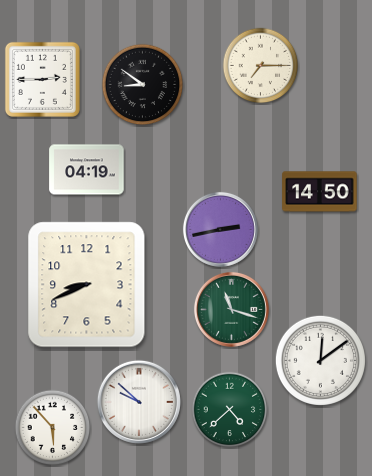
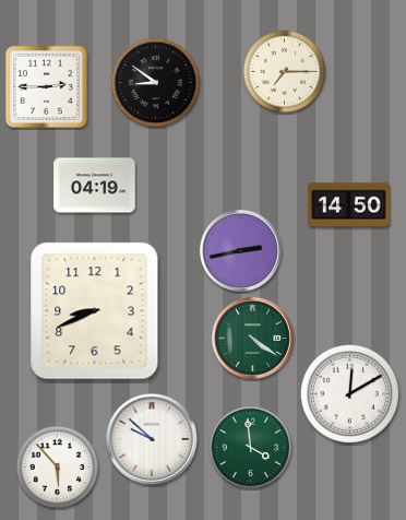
clock at (143, 85) position: (143, 85) -> (156, 83)
clock at (320, 192) position: (320, 192) -> (349, 205)
clock at (231, 309): 11:18 -> 4:21
clock at (320, 360): 12:09 -> 12:10
clock at (230, 410): 4:38 -> 3:59
